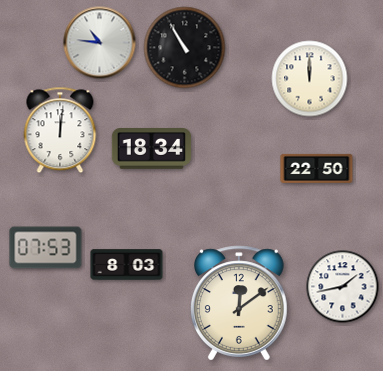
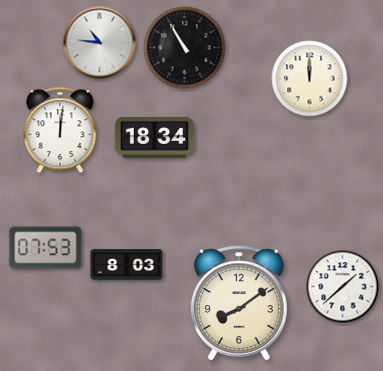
clock at (152, 149) position: (152, 149) -> (155, 138)
clock at (317, 168): 22:50 -> none
clock at (343, 287): 1:43 -> 1:38
clock at (240, 303): 12:09 -> 8:09
